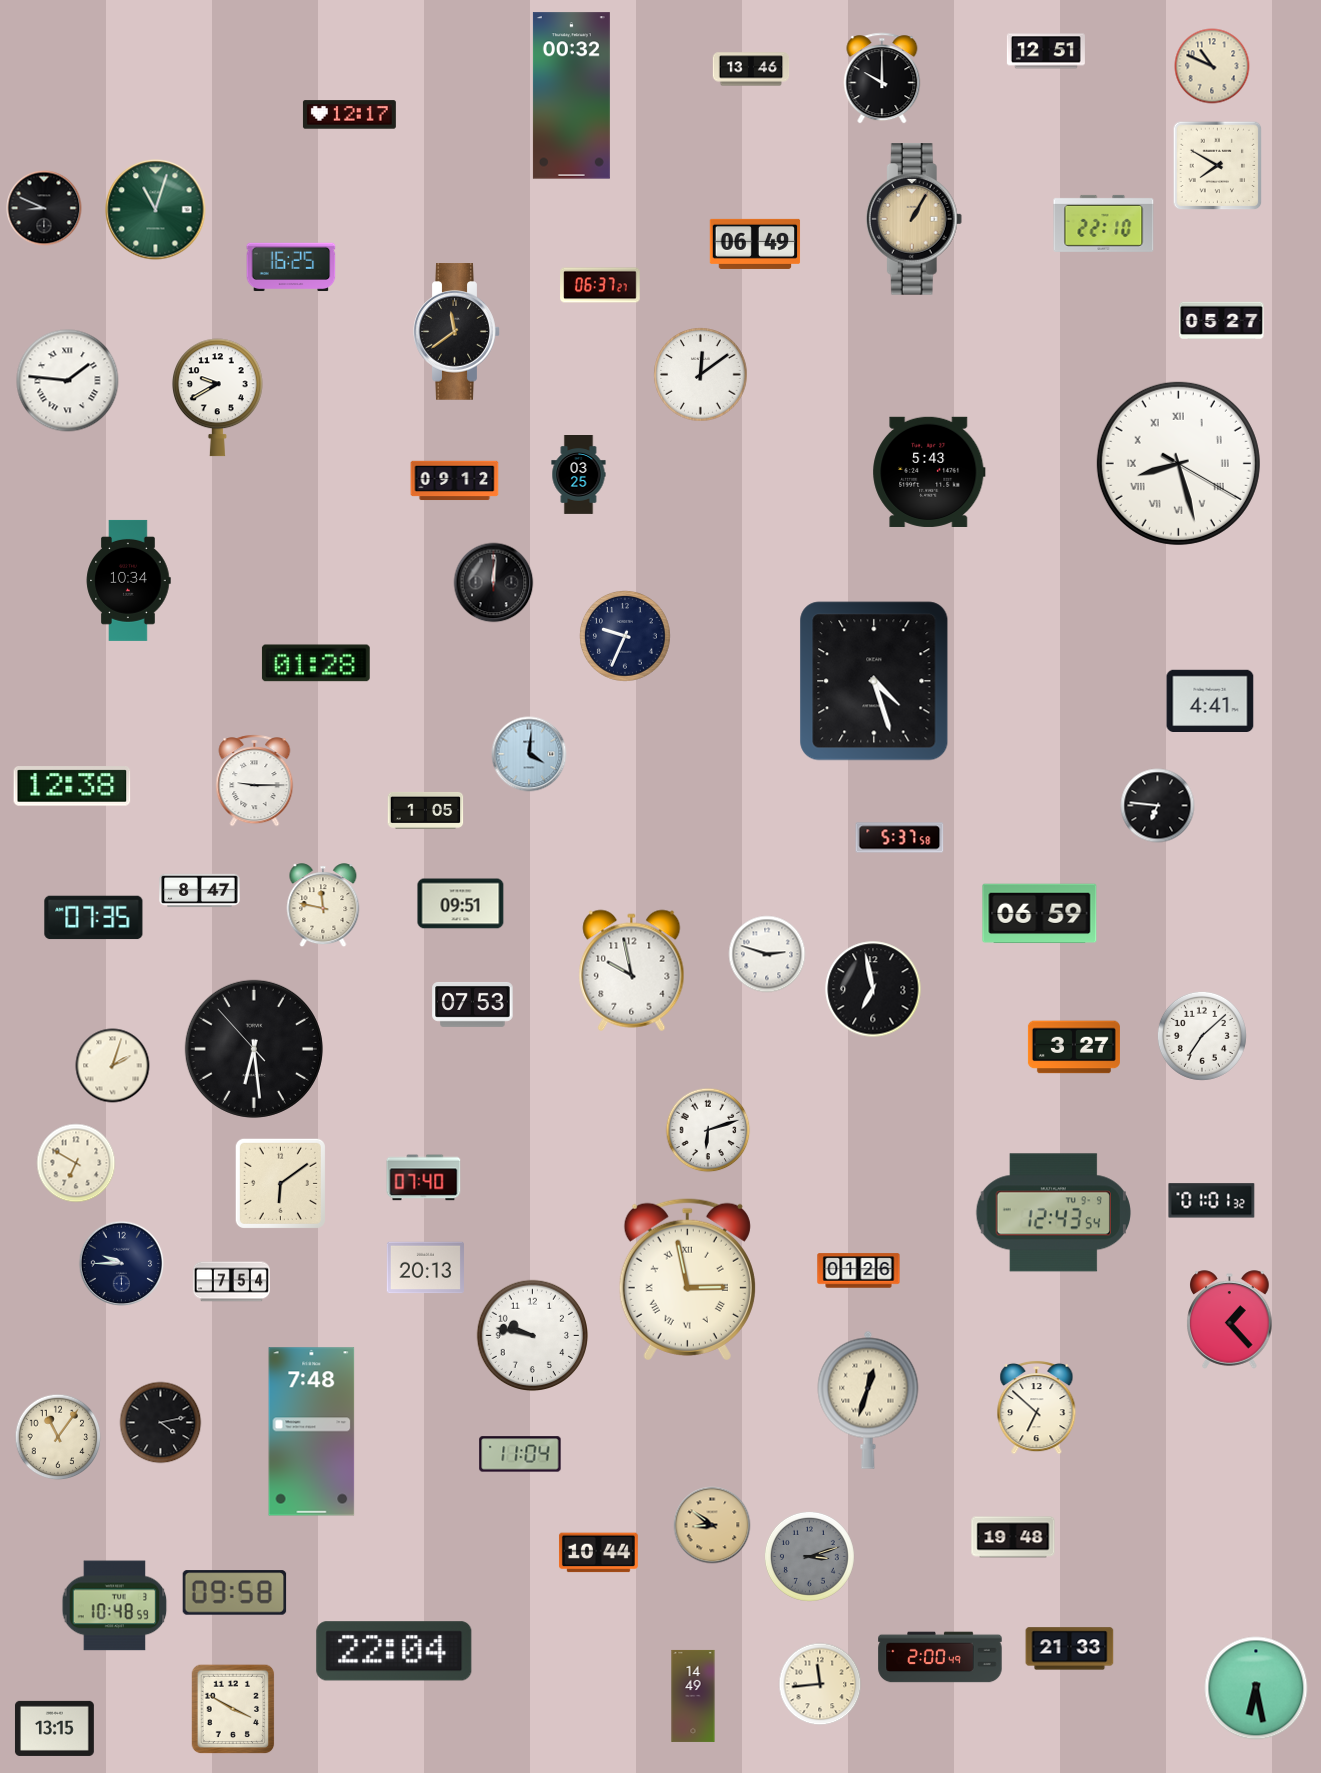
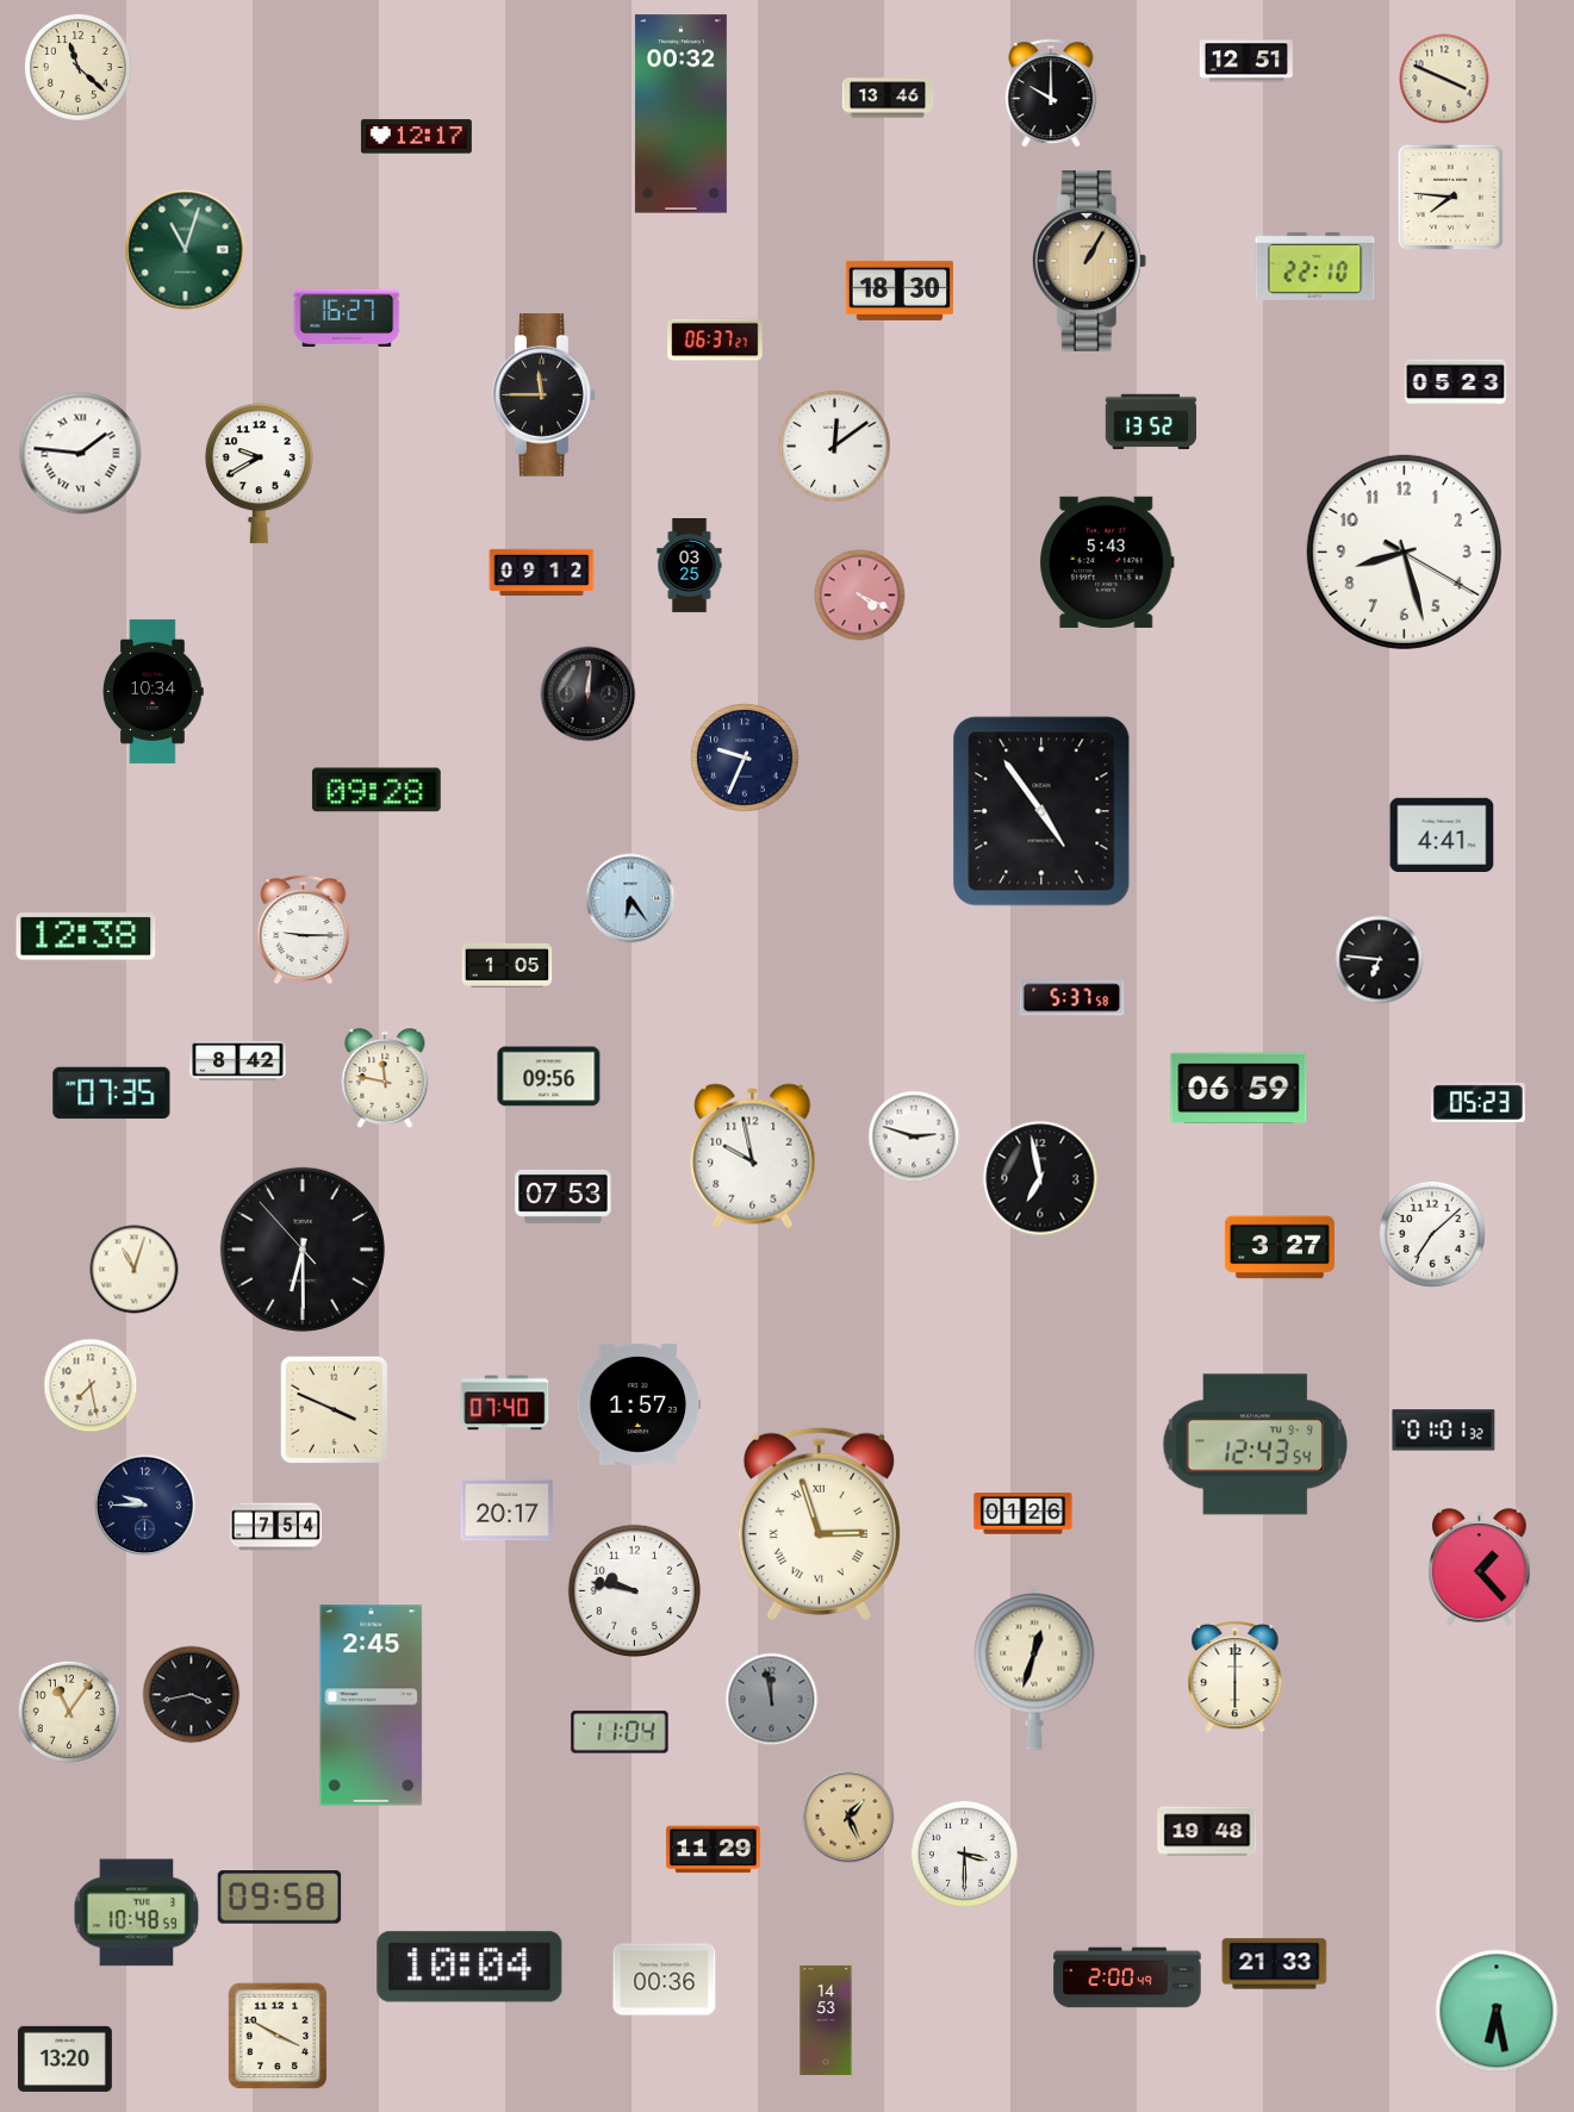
clock at (77, 67): none -> 11:22
clock at (1212, 66): 10:49 -> 3:49
clock at (751, 69) position: (751, 69) -> (888, 98)
clock at (1218, 166): 7:50 -> 7:46
clock at (44, 208): 8:49 -> none
clock at (755, 244): 06:49 -> 18:30
clock at (291, 267): 16:25 -> 16:27
clock at (1222, 321): 05:27 -> 05:23
clock at (457, 332): 11:39 -> 11:45
clock at (1151, 422): none -> 13:52
clock at (1178, 463) numerals: Roman -> Arabic
clock at (860, 596): none -> 4:19
clock at (316, 663): 01:28 -> 09:28
clock at (874, 681): 4:27 -> 4:54
clock at (529, 754): 4:01 -> 6:24
clock at (200, 891): 8:47 -> 8:42
clock at (461, 904): 09:51 -> 09:56
clock at (1477, 1102): none -> 05:23
clock at (254, 1049): 6:28 -> 6:29
clock at (113, 1066): 2:03 -> 11:03
clock at (708, 1130): 6:12 -> none
clock at (76, 1163): 6:50 -> 7:28
clock at (639, 1404): none -> 1:57
clock at (280, 1183): 6:09 -> 3:49
clock at (425, 1268): 20:13 -> 20:17
clock at (687, 1279): 2:58 -> 2:57
clock at (1230, 1320) position: (1230, 1320) -> (1480, 1568)
clock at (1037, 1407): 6:52 -> 6:00
clock at (161, 1423): 4:13 -> 3:43
clock at (772, 1700): none -> 11:58
clock at (312, 1432): 7:48 -> 2:45
clock at (712, 1525): 8:51 -> 1:26
clock at (598, 1553): 10:44 -> 11:29
clock at (809, 1556): 3:12 -> 3:30
clock at (809, 1556) dial: grey -> white
clock at (394, 1651): 22:04 -> 10:04
clock at (940, 1657) position: (940, 1657) -> (1127, 1977)
clock at (665, 1980): none -> 00:36
clock at (820, 1684): 11:44 -> none
clock at (693, 1696): 14:49 -> 14:53
clock at (54, 1728): 13:15 -> 13:20
